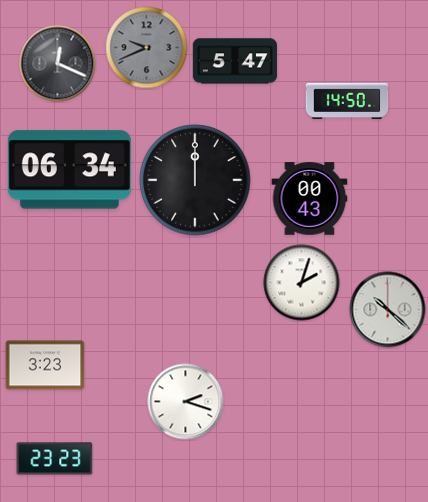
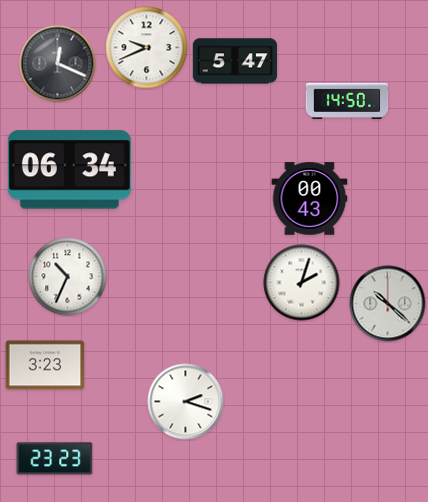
clock at (147, 48) dial: grey -> white
clock at (195, 180): 12:00 -> none
clock at (68, 277): none -> 10:34
clock at (388, 310) position: (388, 310) -> (388, 304)
